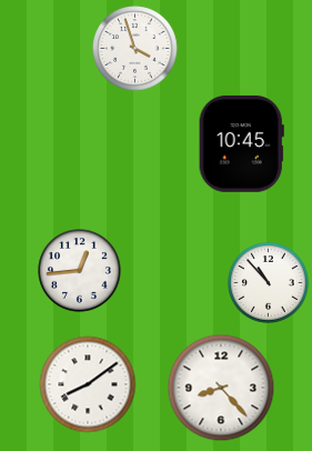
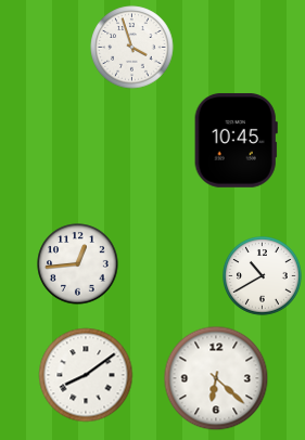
clock at (269, 283): 10:53 -> 10:40
clock at (221, 388): 8:23 -> 6:22
